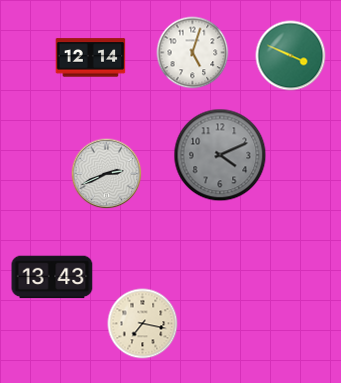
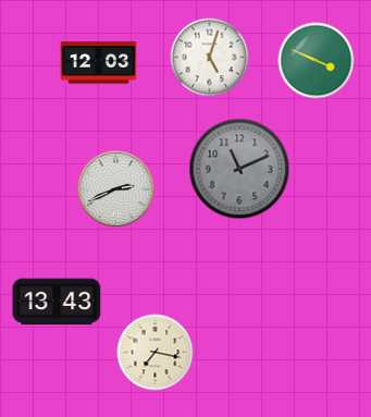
clock at (91, 58): 12:14 -> 12:03
clock at (220, 155): 4:11 -> 11:11
